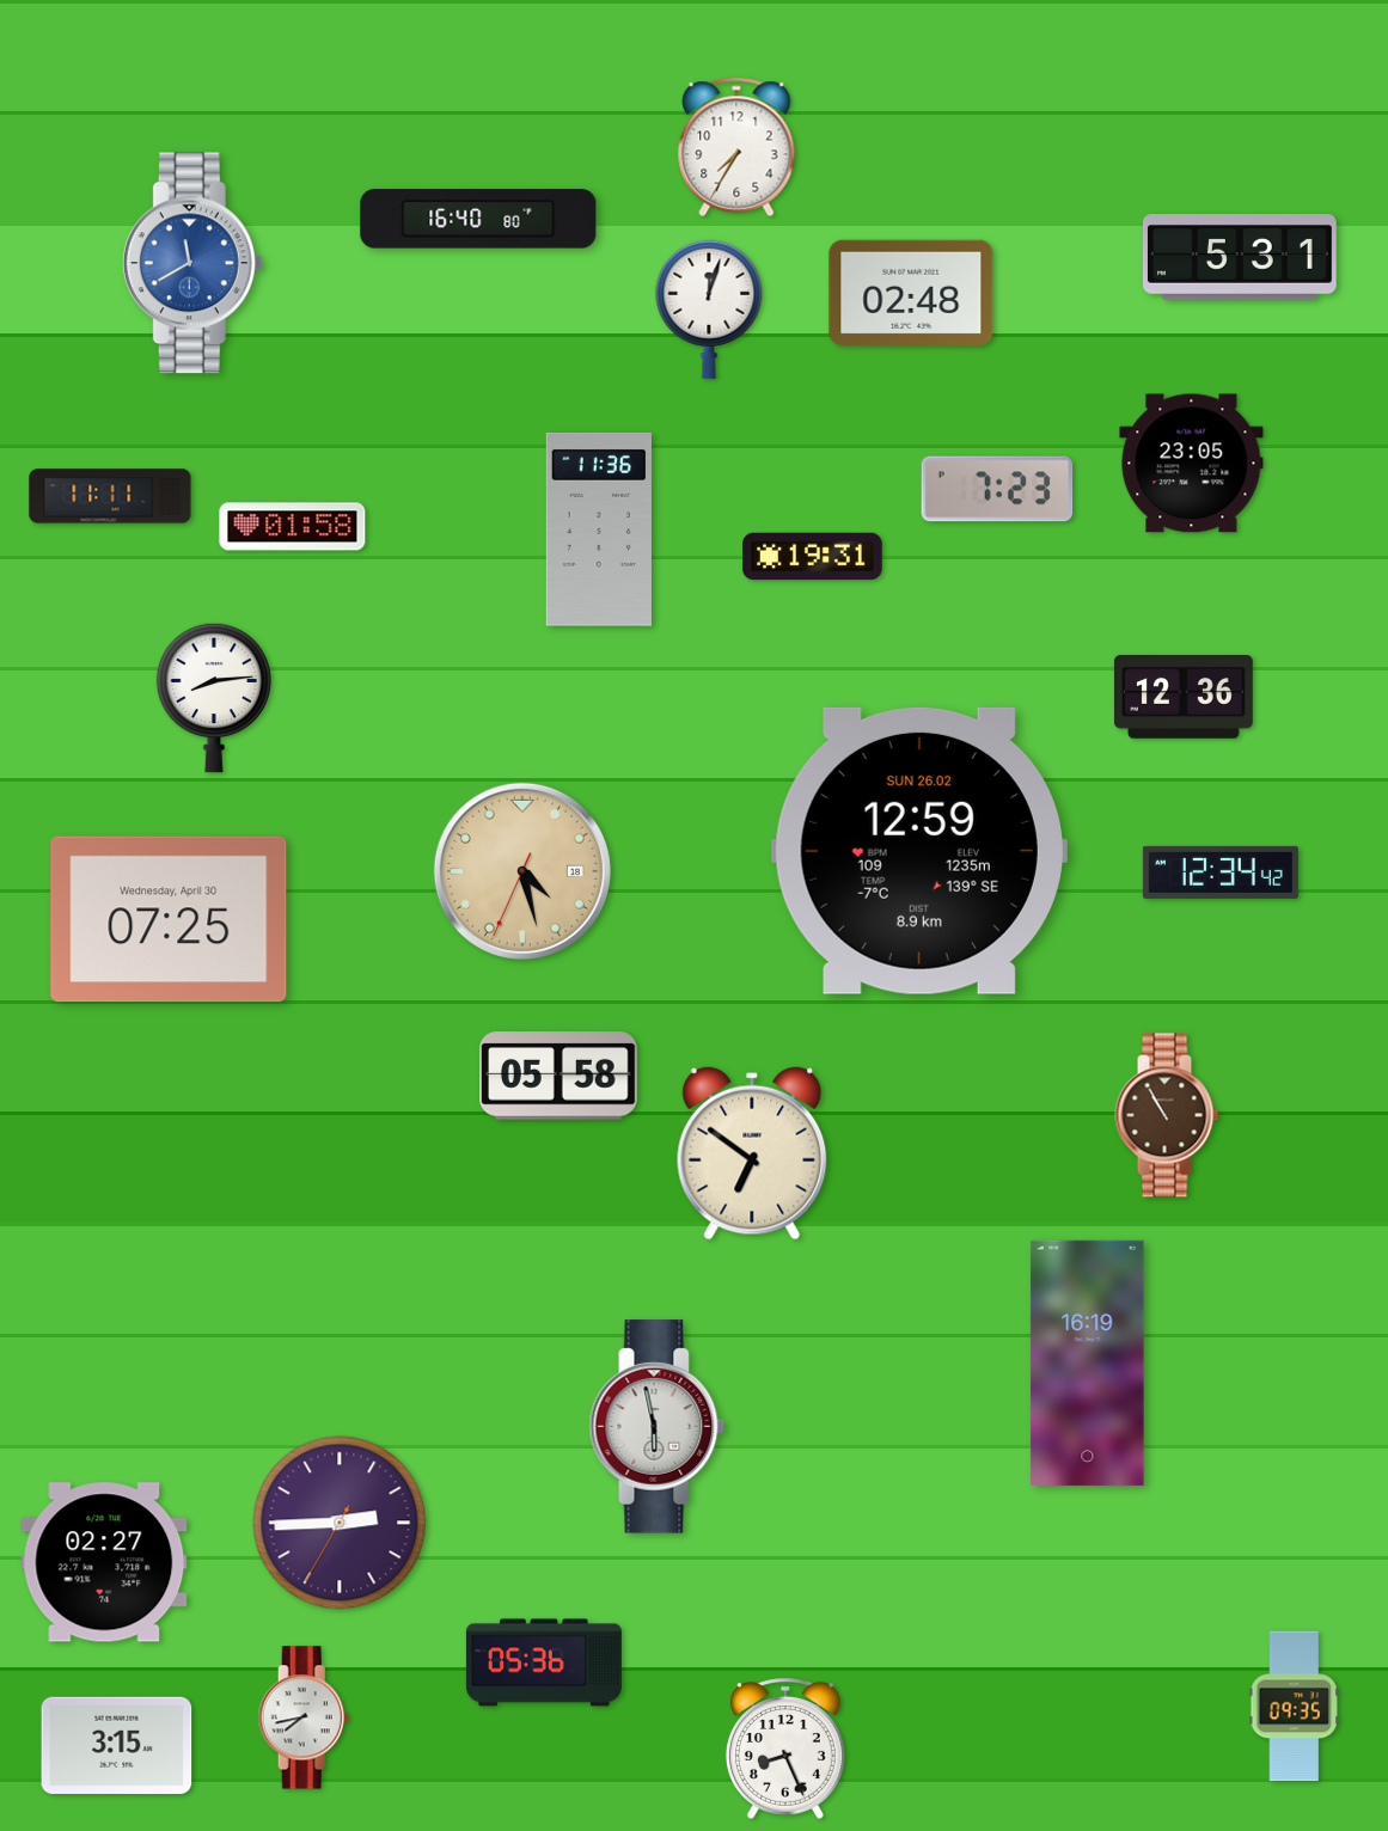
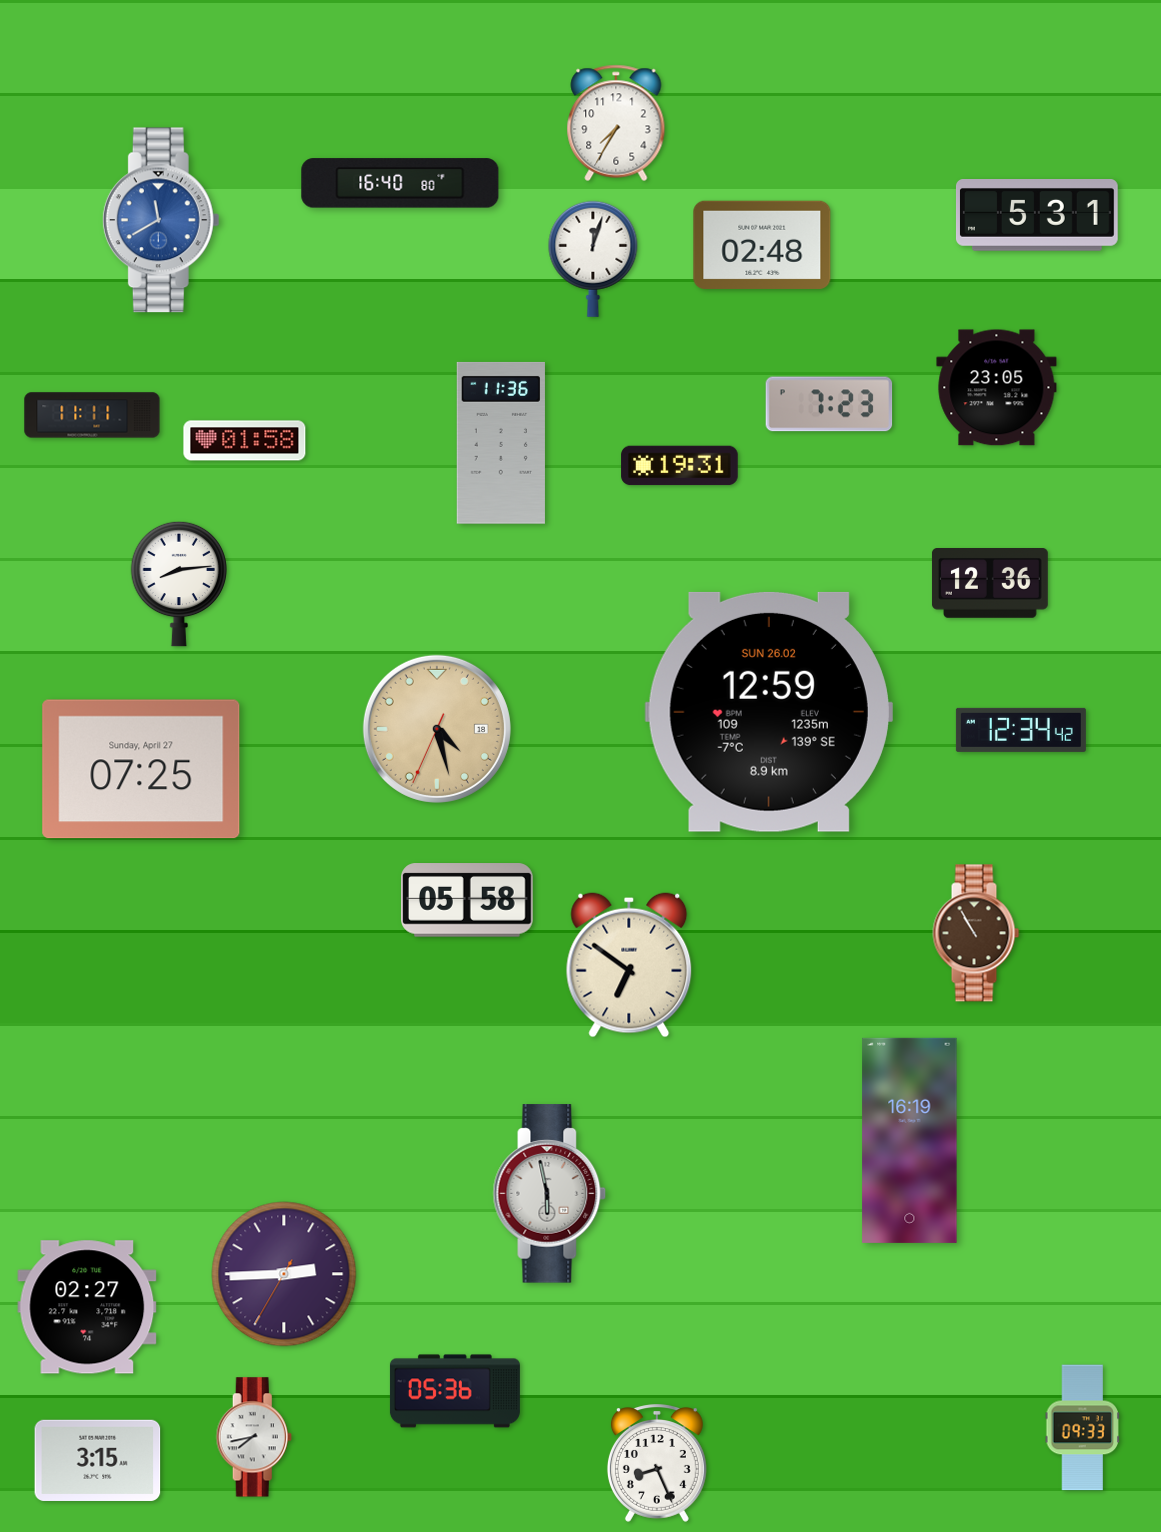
clock at (997, 489) position: (997, 489) -> (829, 404)
clock at (169, 919) date: Wednesday, April 30 -> Sunday, April 27
clock at (1294, 1707): 09:35 -> 09:33
